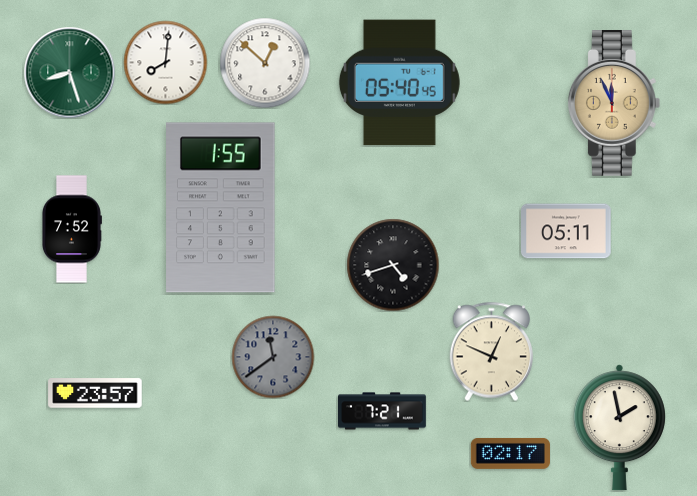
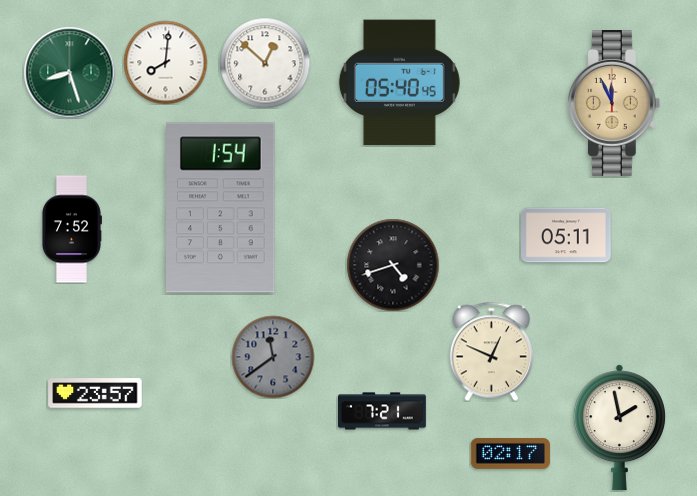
clock at (221, 208): 1:55 -> 1:54
clock at (566, 231) position: (566, 231) -> (566, 235)
